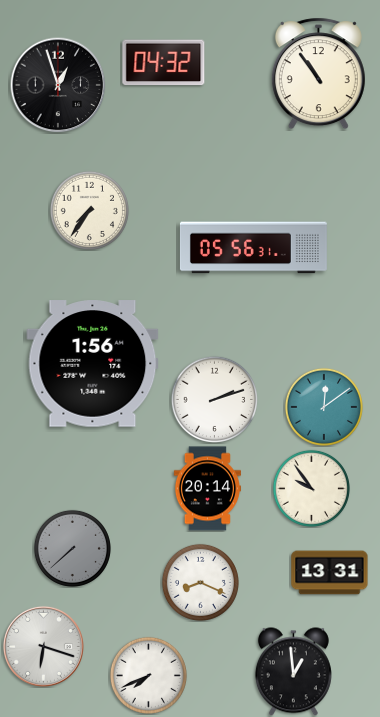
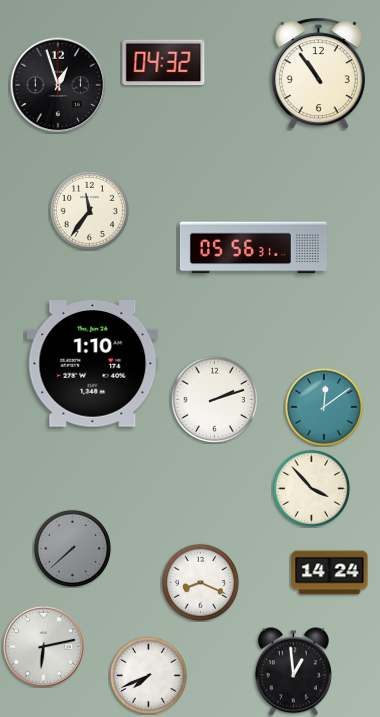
clock at (89, 210): 7:36 -> 11:36
clock at (93, 364): 1:56 -> 1:10
clock at (311, 488): 9:54 -> 3:53
clock at (207, 489): 20:14 -> none
clock at (330, 573): 13:31 -> 14:24
clock at (43, 646): 6:18 -> 6:13
